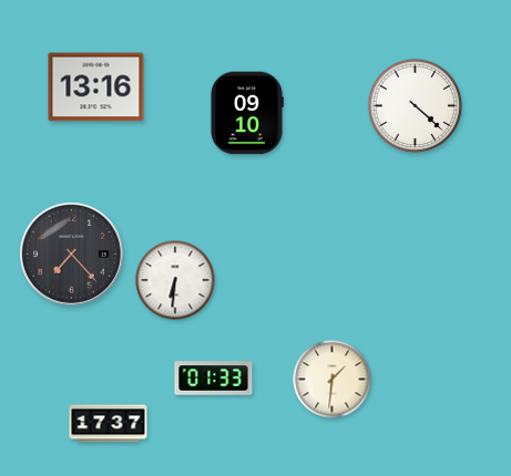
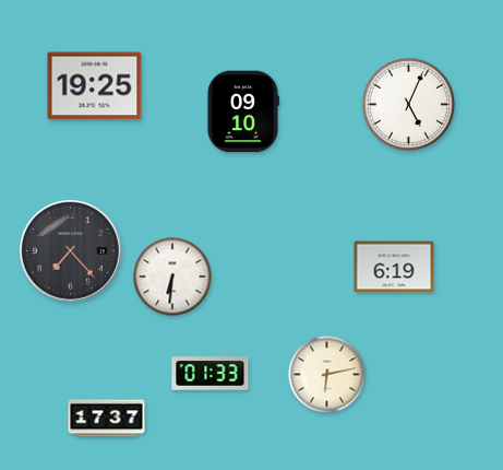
clock at (96, 87): 13:16 -> 19:25
clock at (416, 106): 4:22 -> 5:04
clock at (394, 267): none -> 6:19
clock at (333, 380): 1:31 -> 6:13
